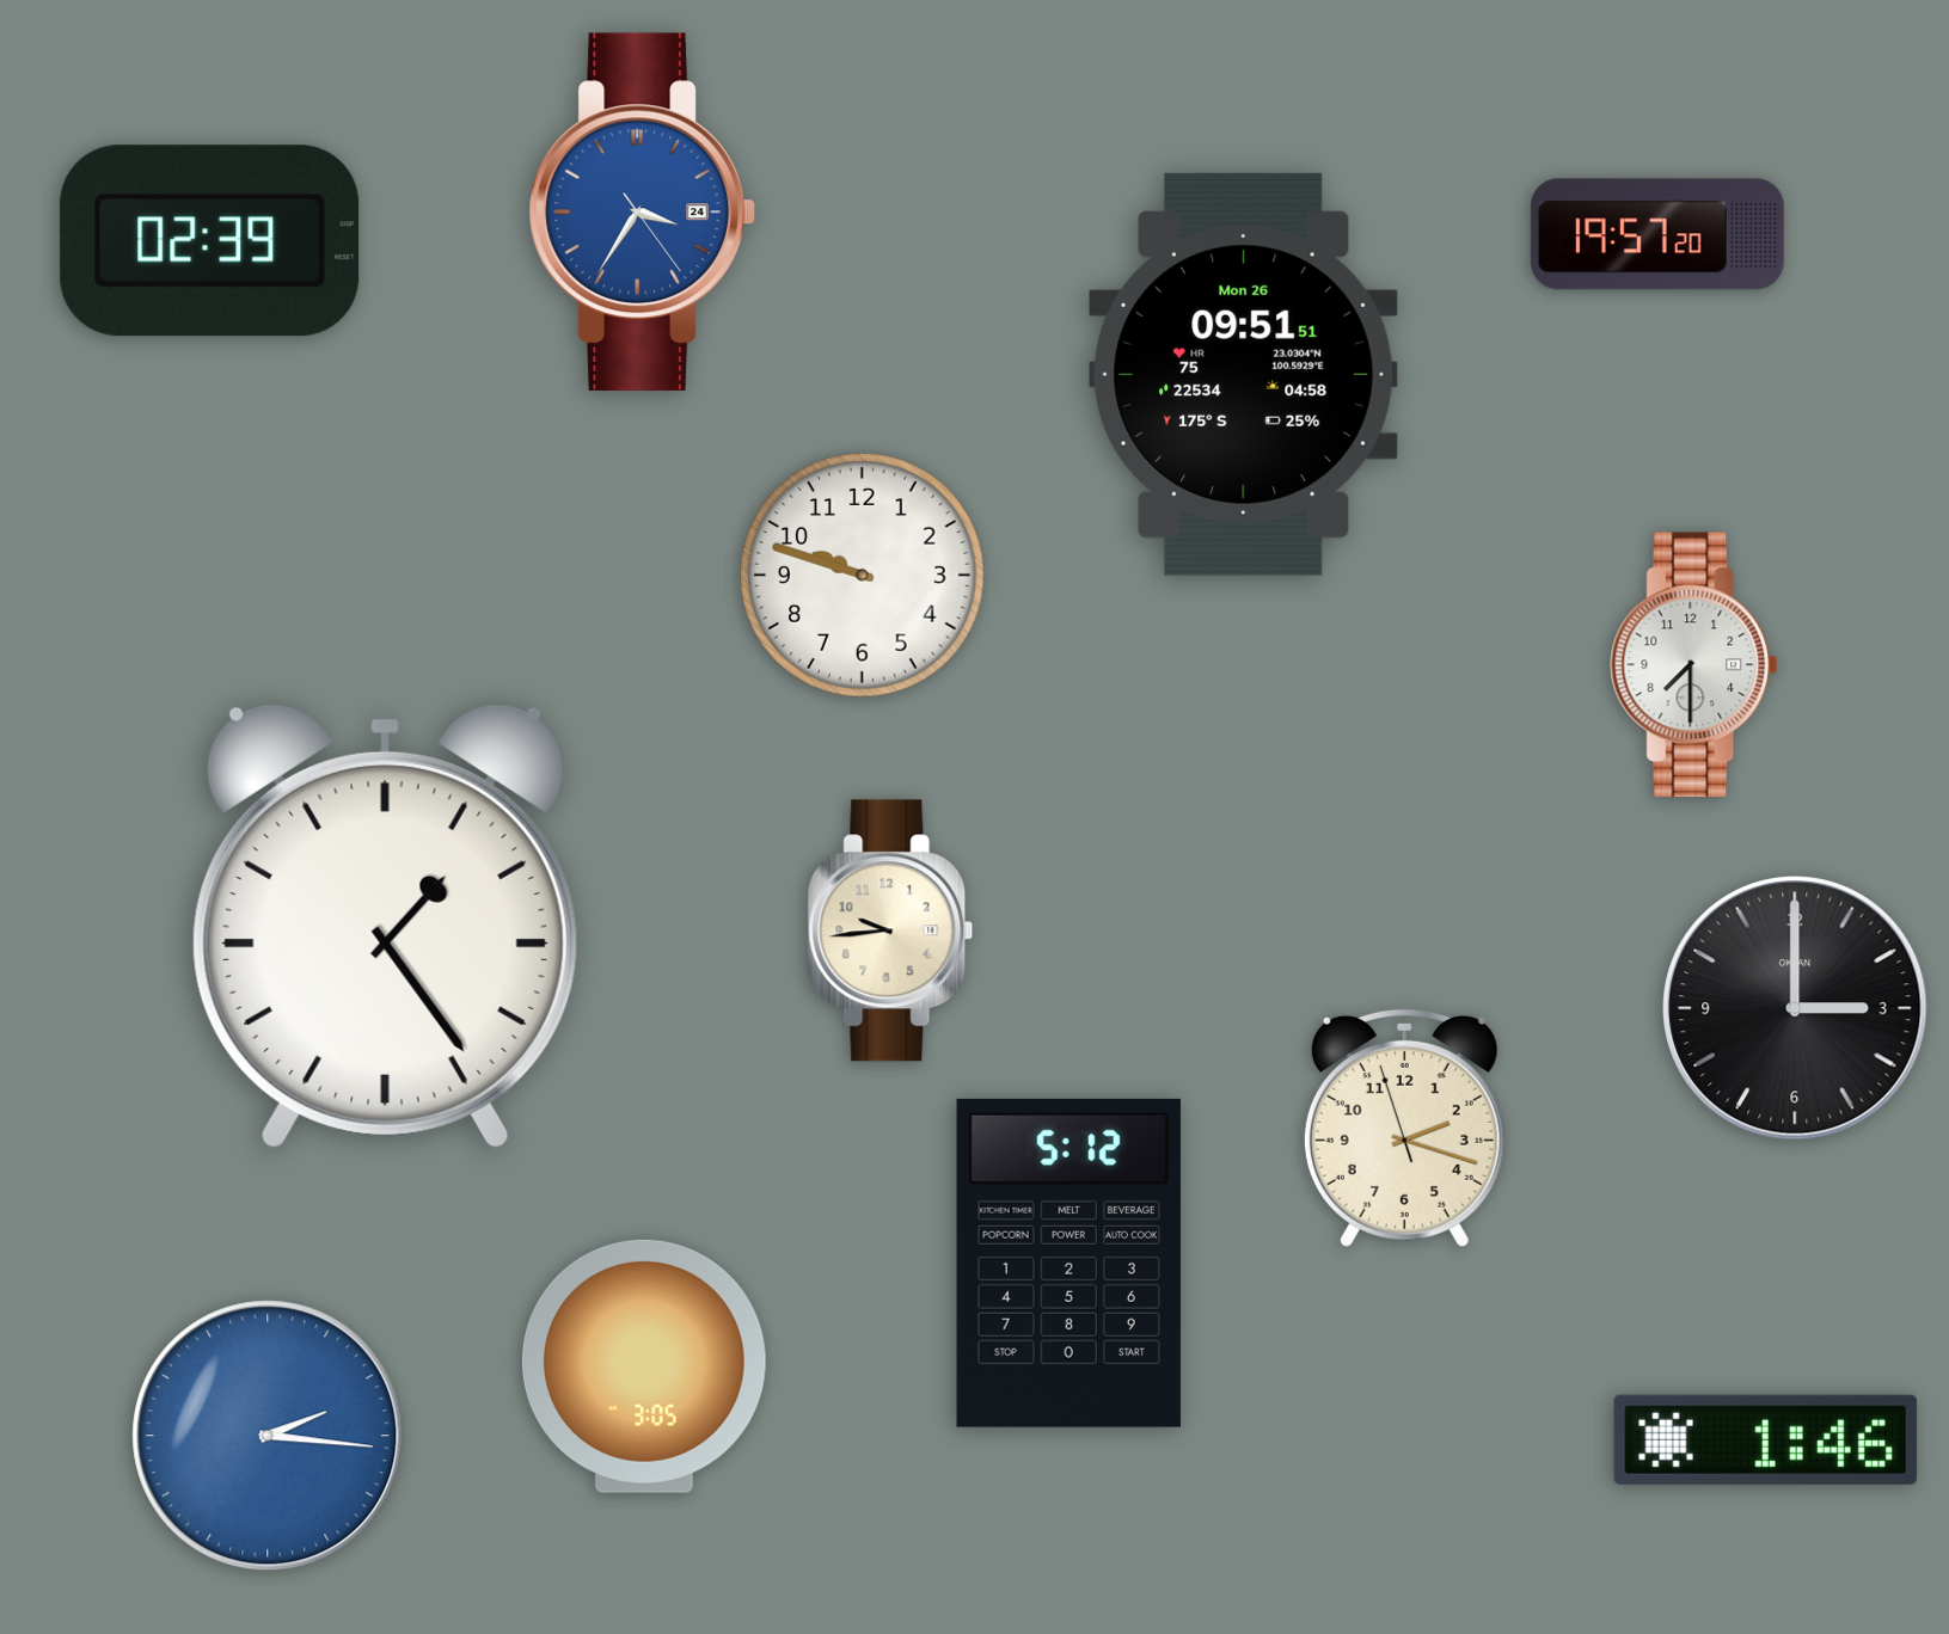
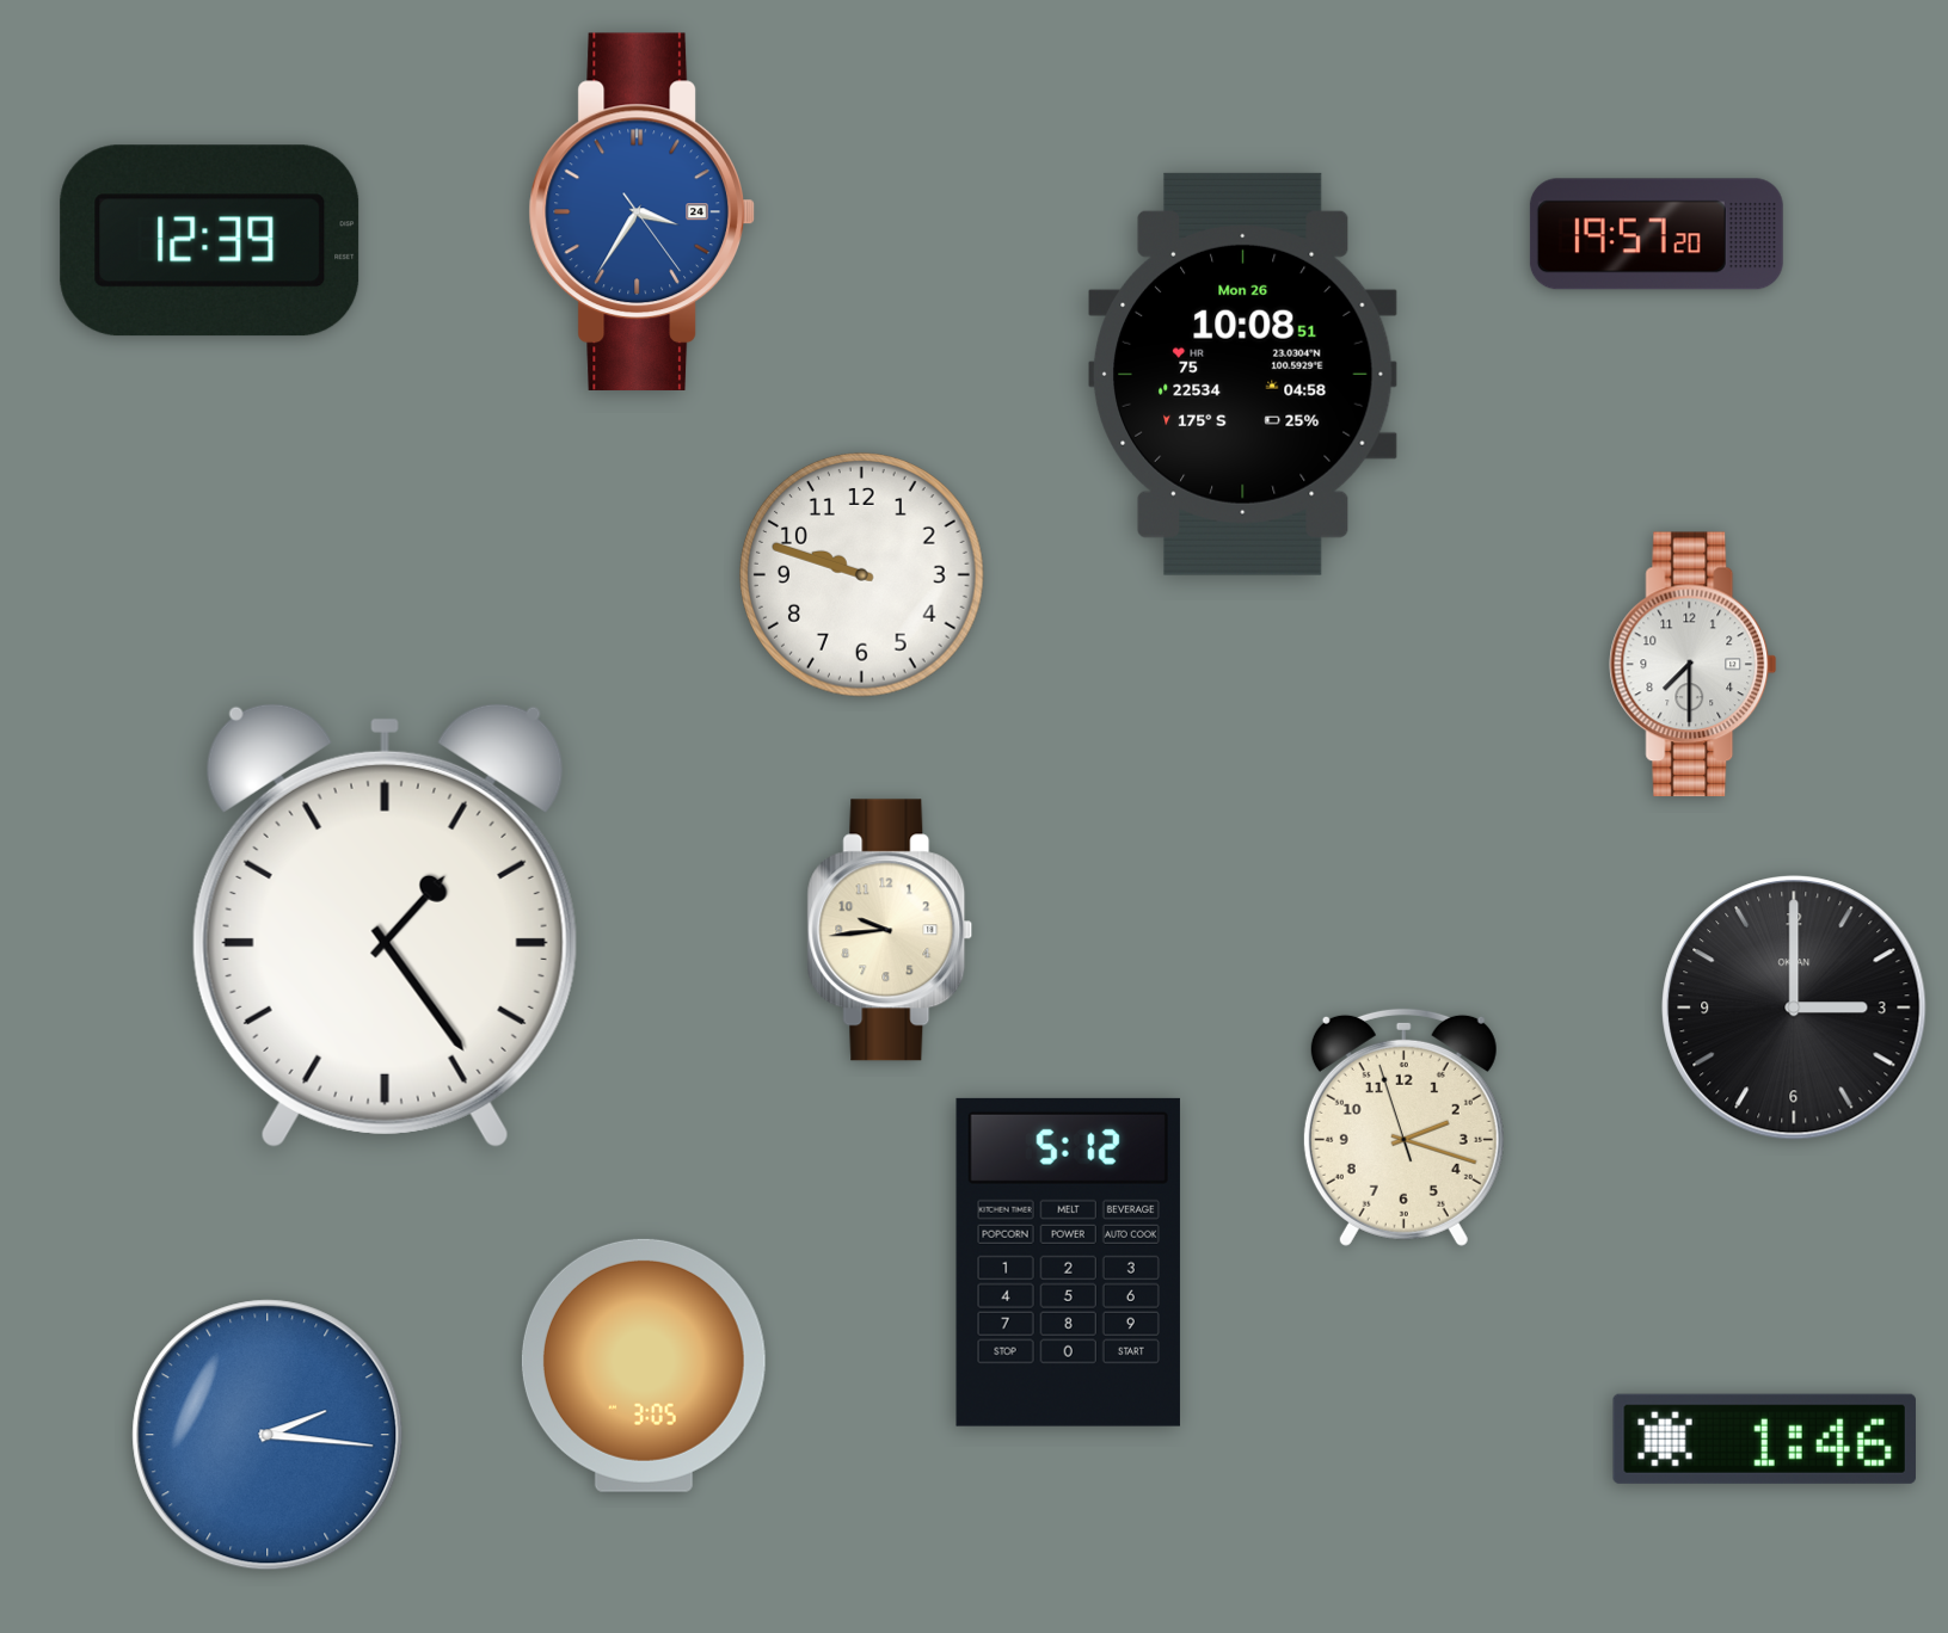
clock at (210, 241): 02:39 -> 12:39
clock at (1243, 374): 09:51 -> 10:08
